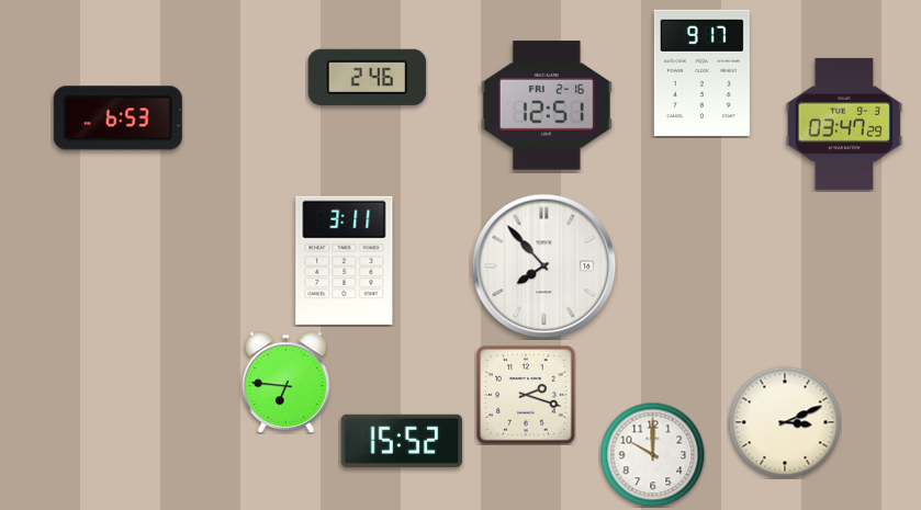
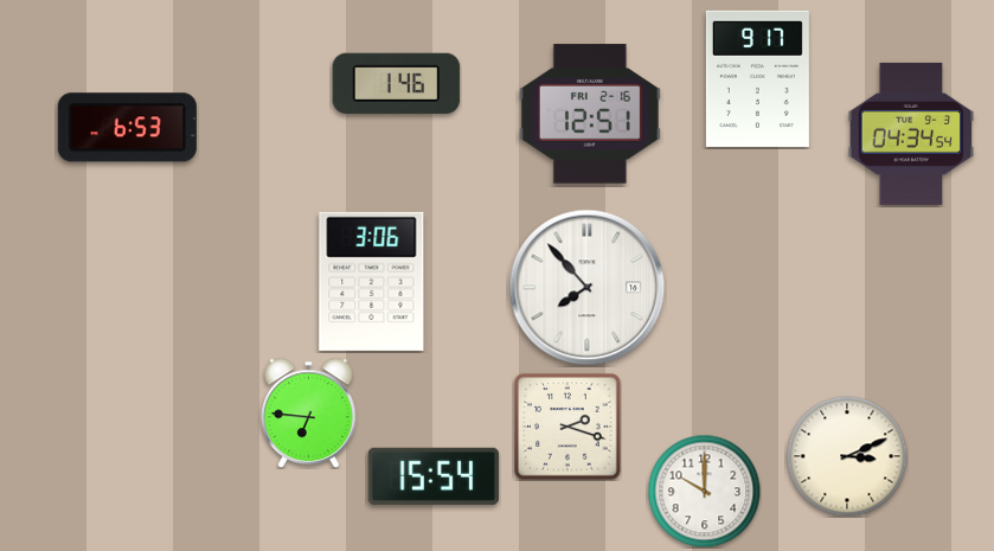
clock at (368, 77): 2:46 -> 1:46
clock at (844, 124): 03:47 -> 04:34
clock at (345, 260): 3:11 -> 3:06
clock at (402, 441): 15:52 -> 15:54
